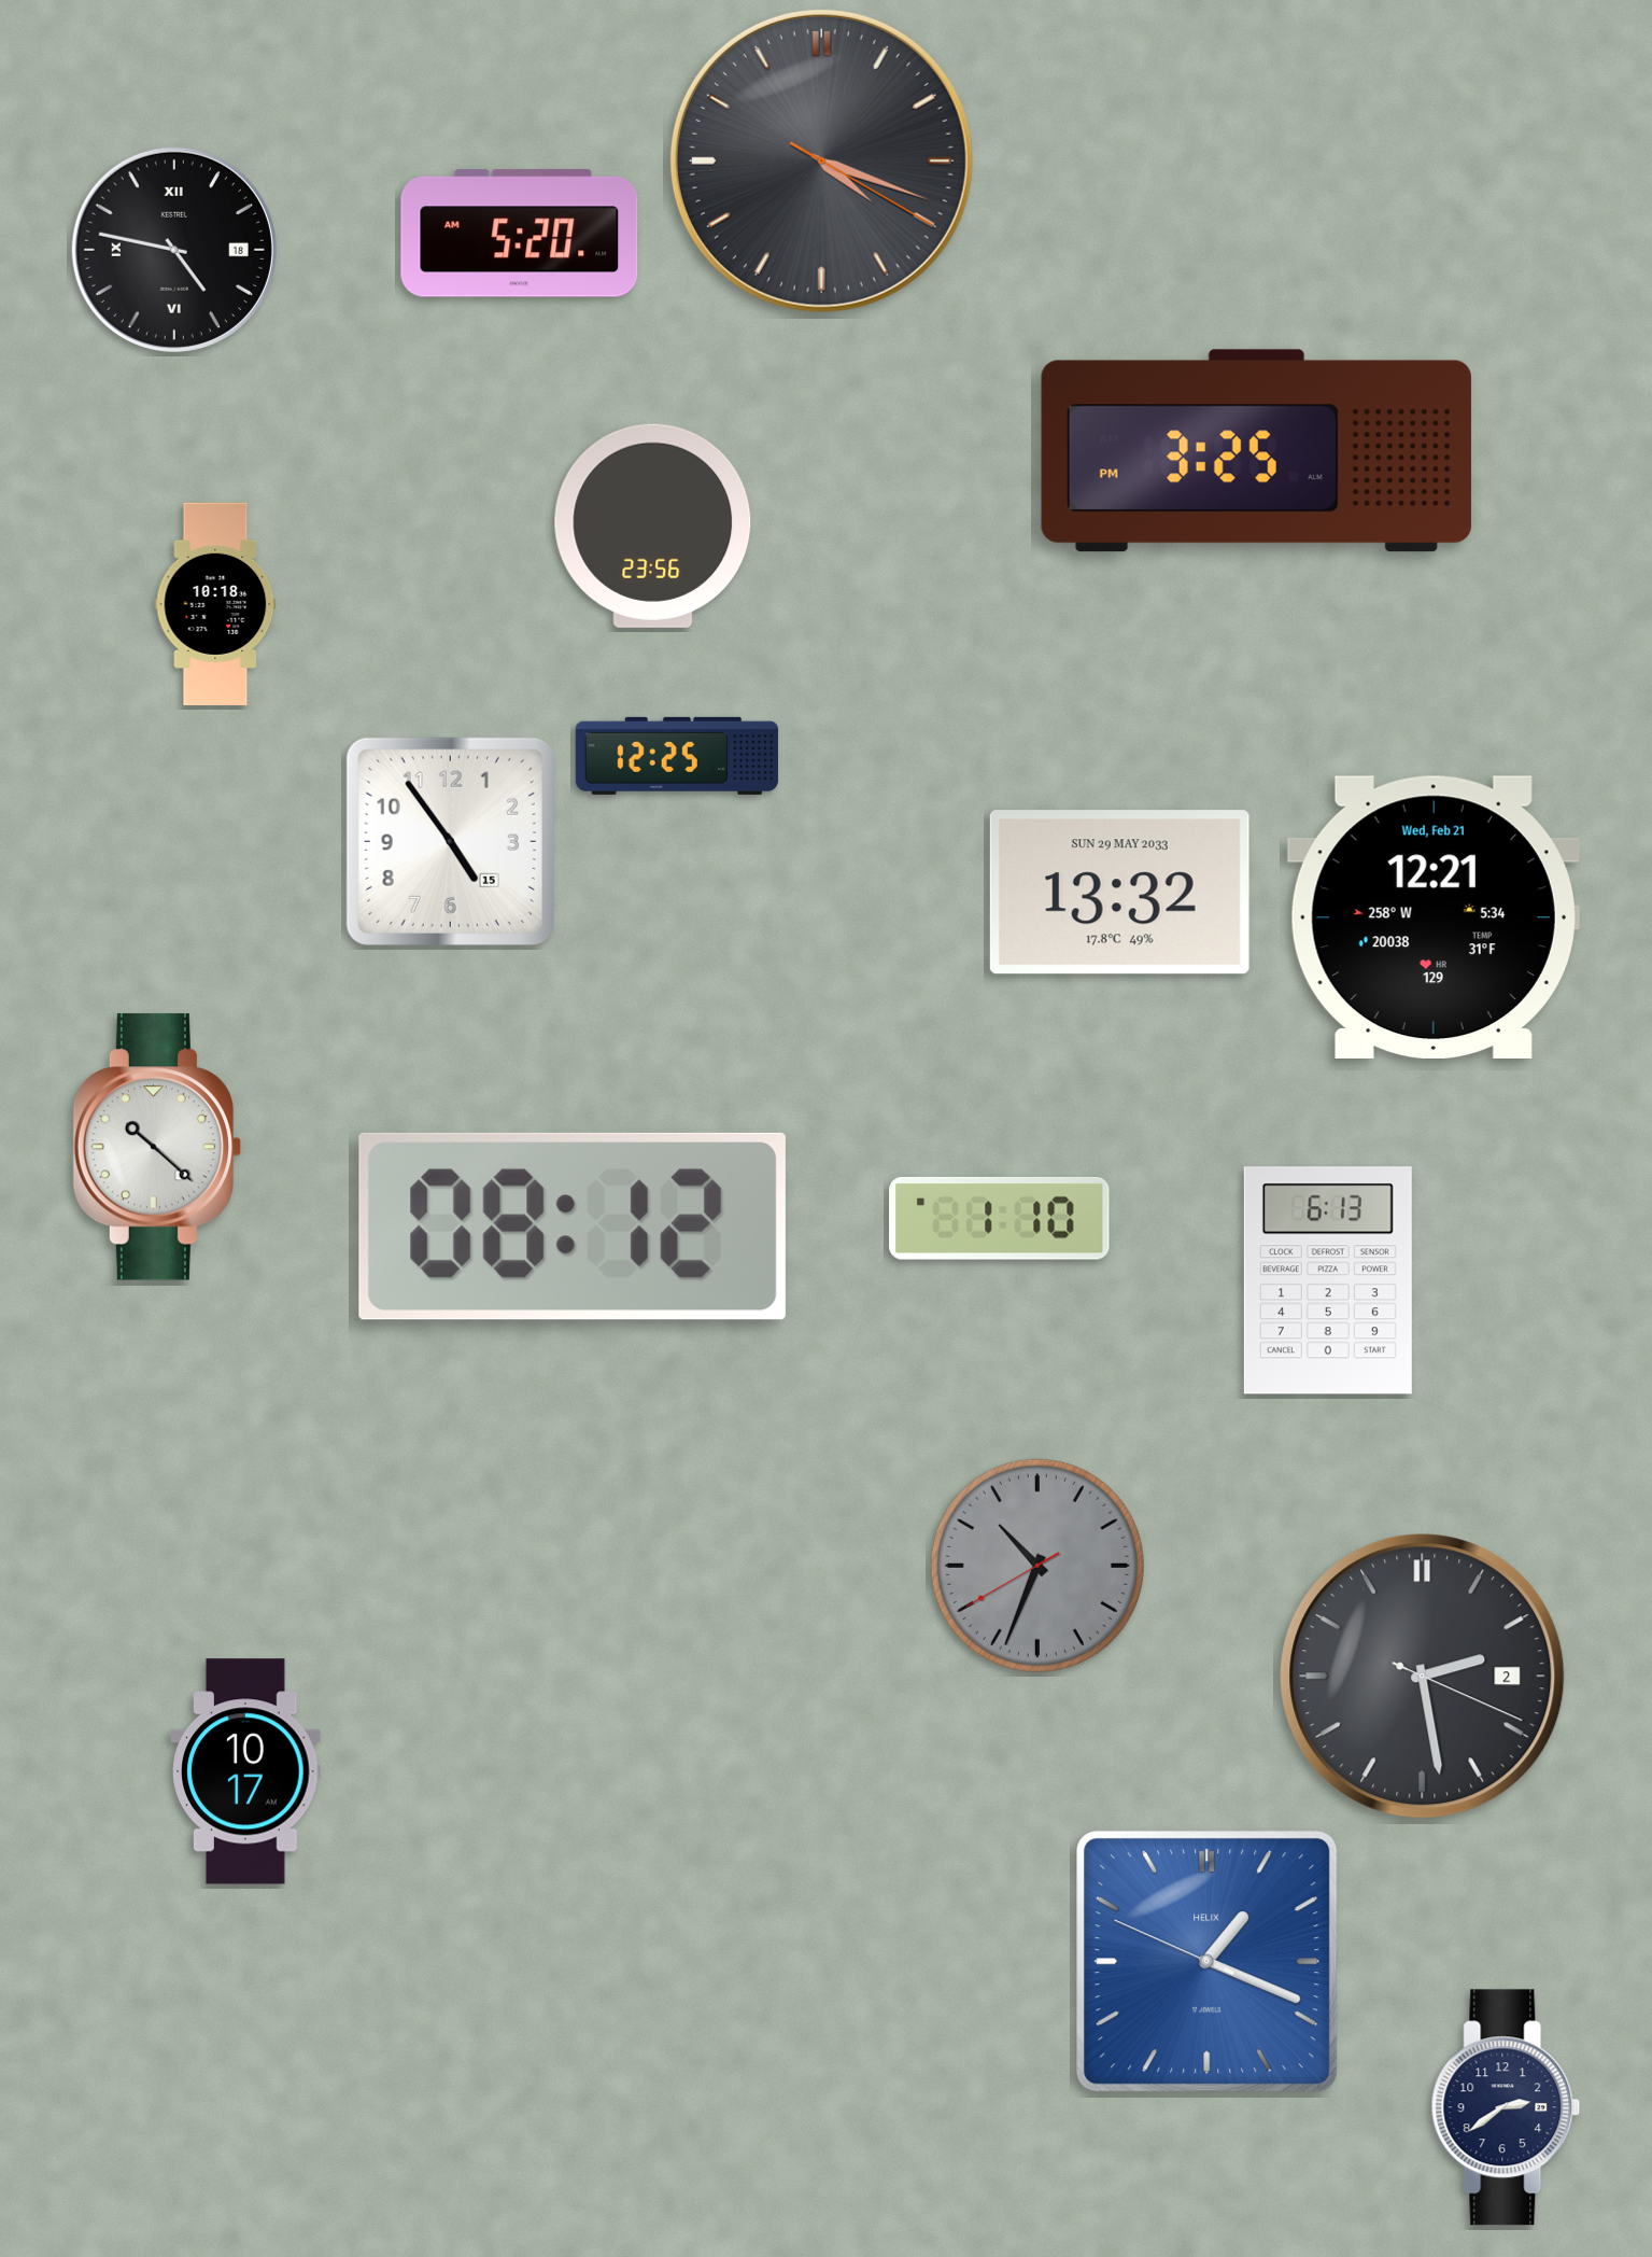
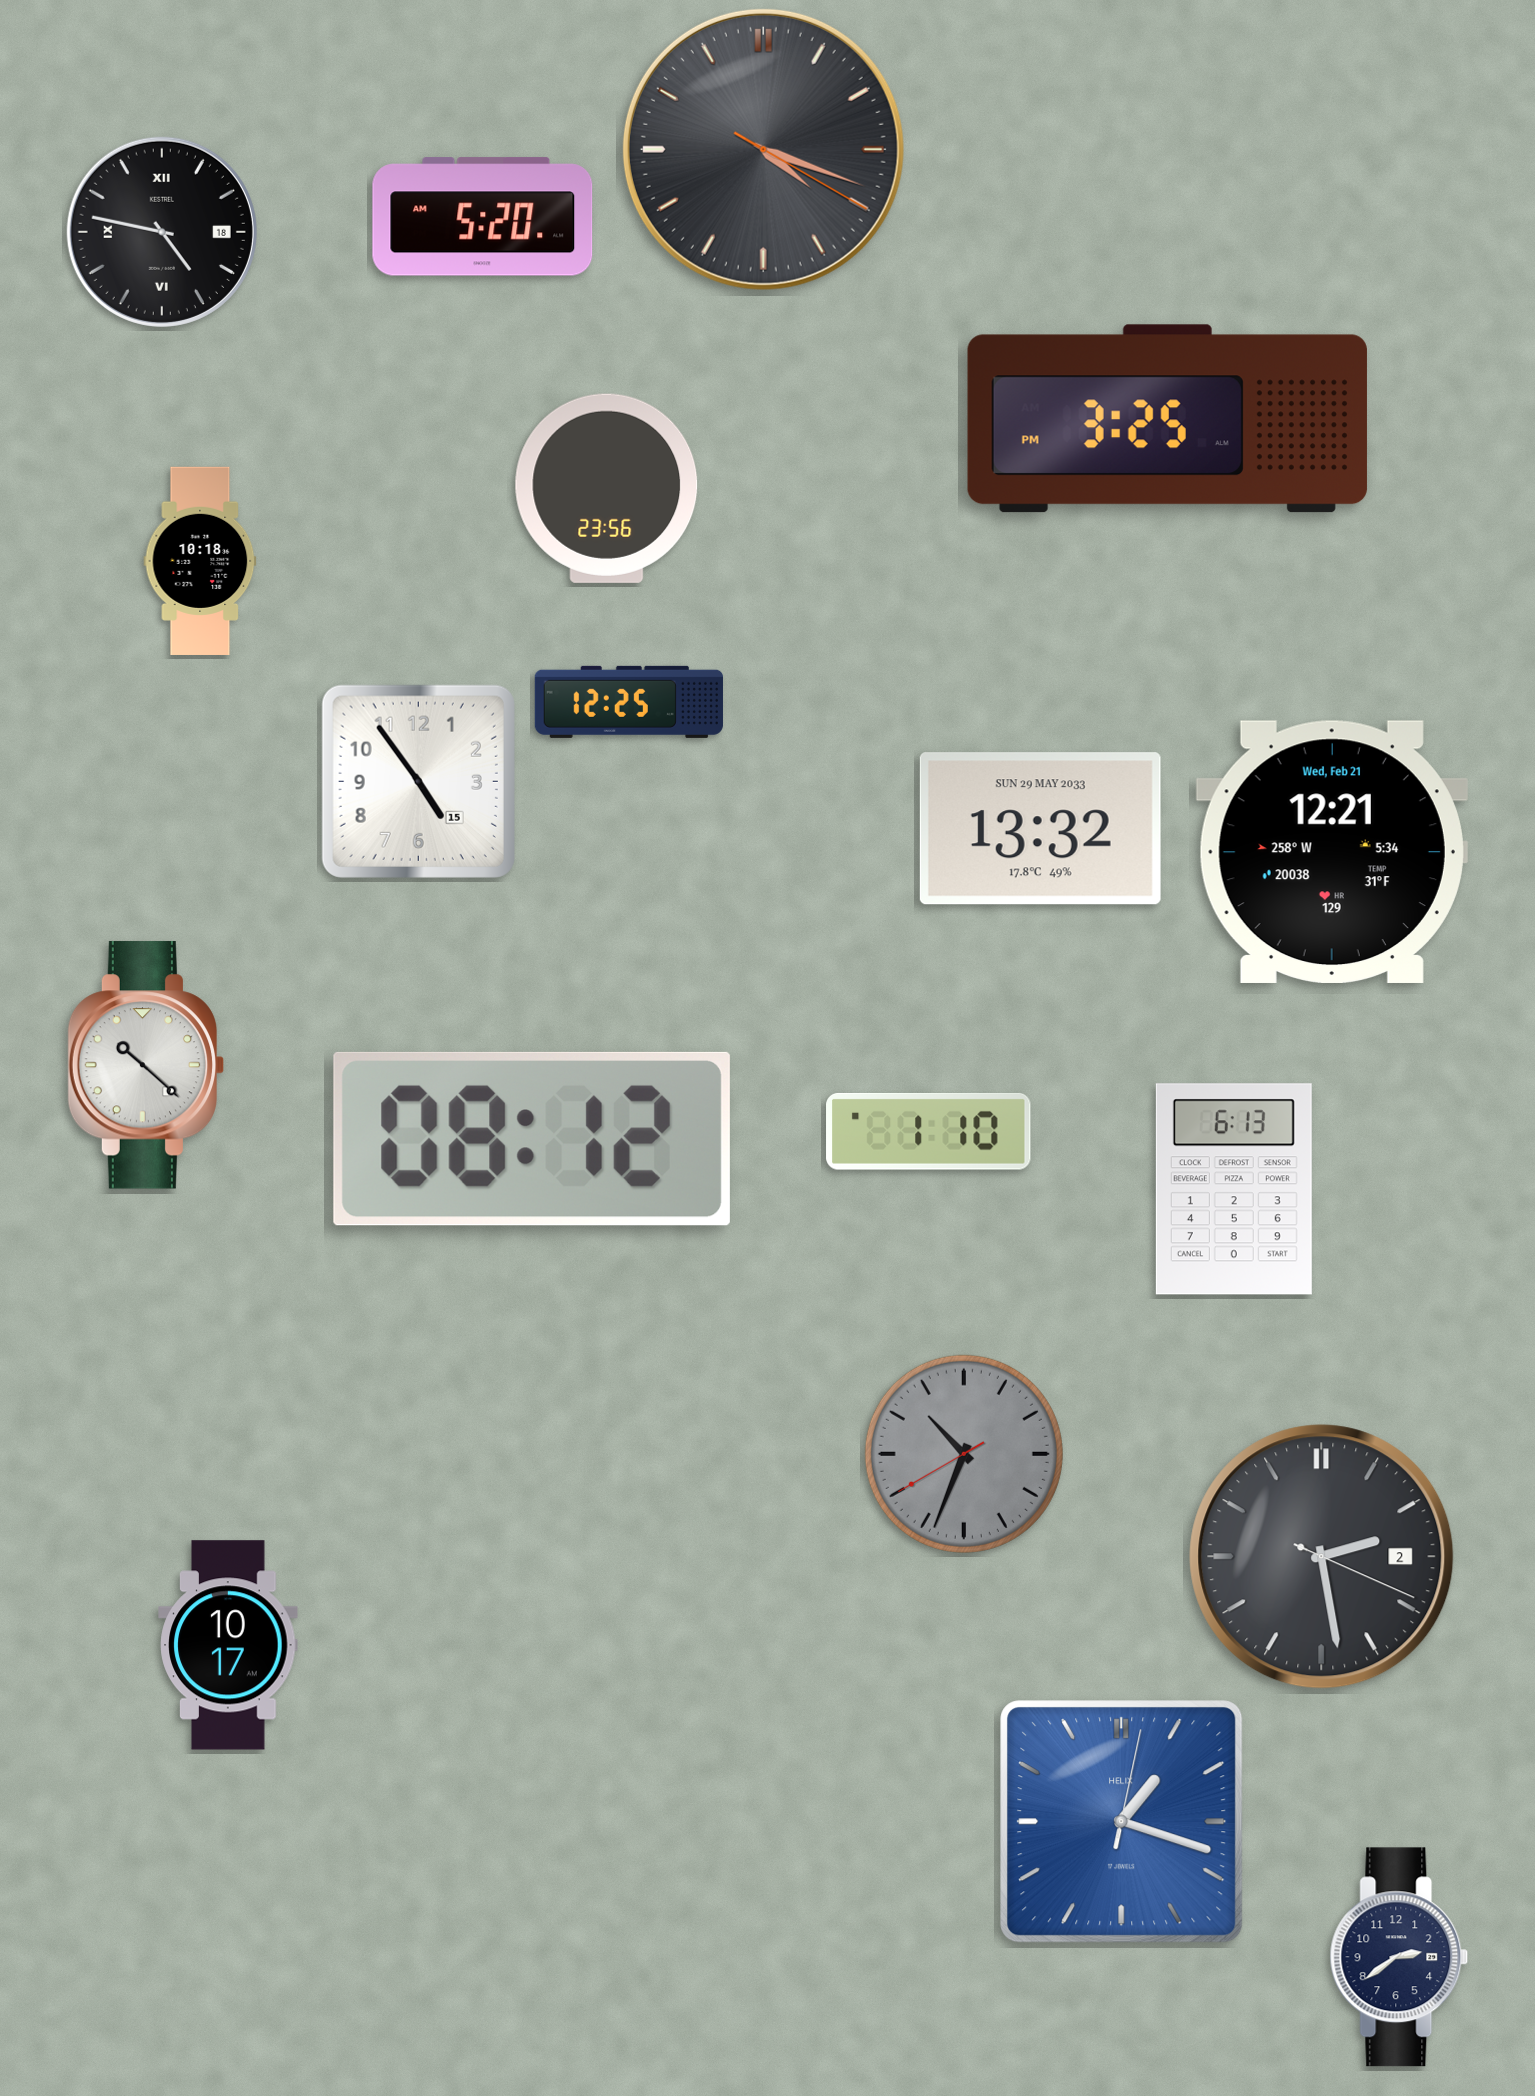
clock at (1208, 1962): 1:18:49 -> 1:18:02
